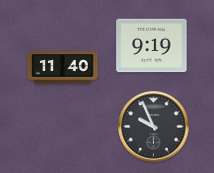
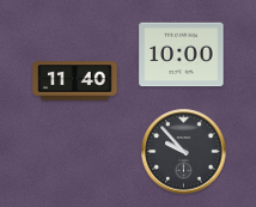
clock at (152, 46): 9:19 -> 10:00
clock at (154, 127): 9:56 -> 9:53
